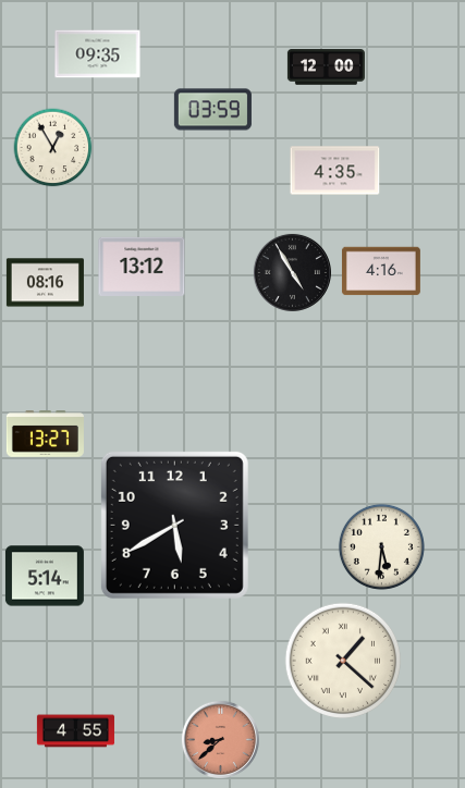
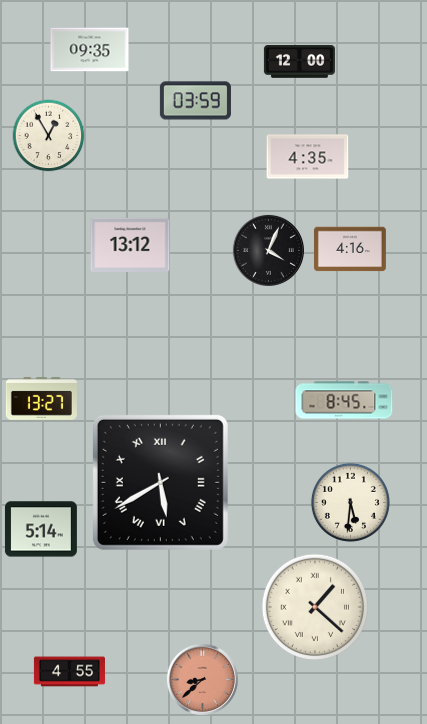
clock at (292, 272): 4:55 -> 4:04
clock at (45, 283): 08:16 -> none
clock at (344, 400): none -> 8:45
clock at (174, 525) numerals: Arabic -> Roman
